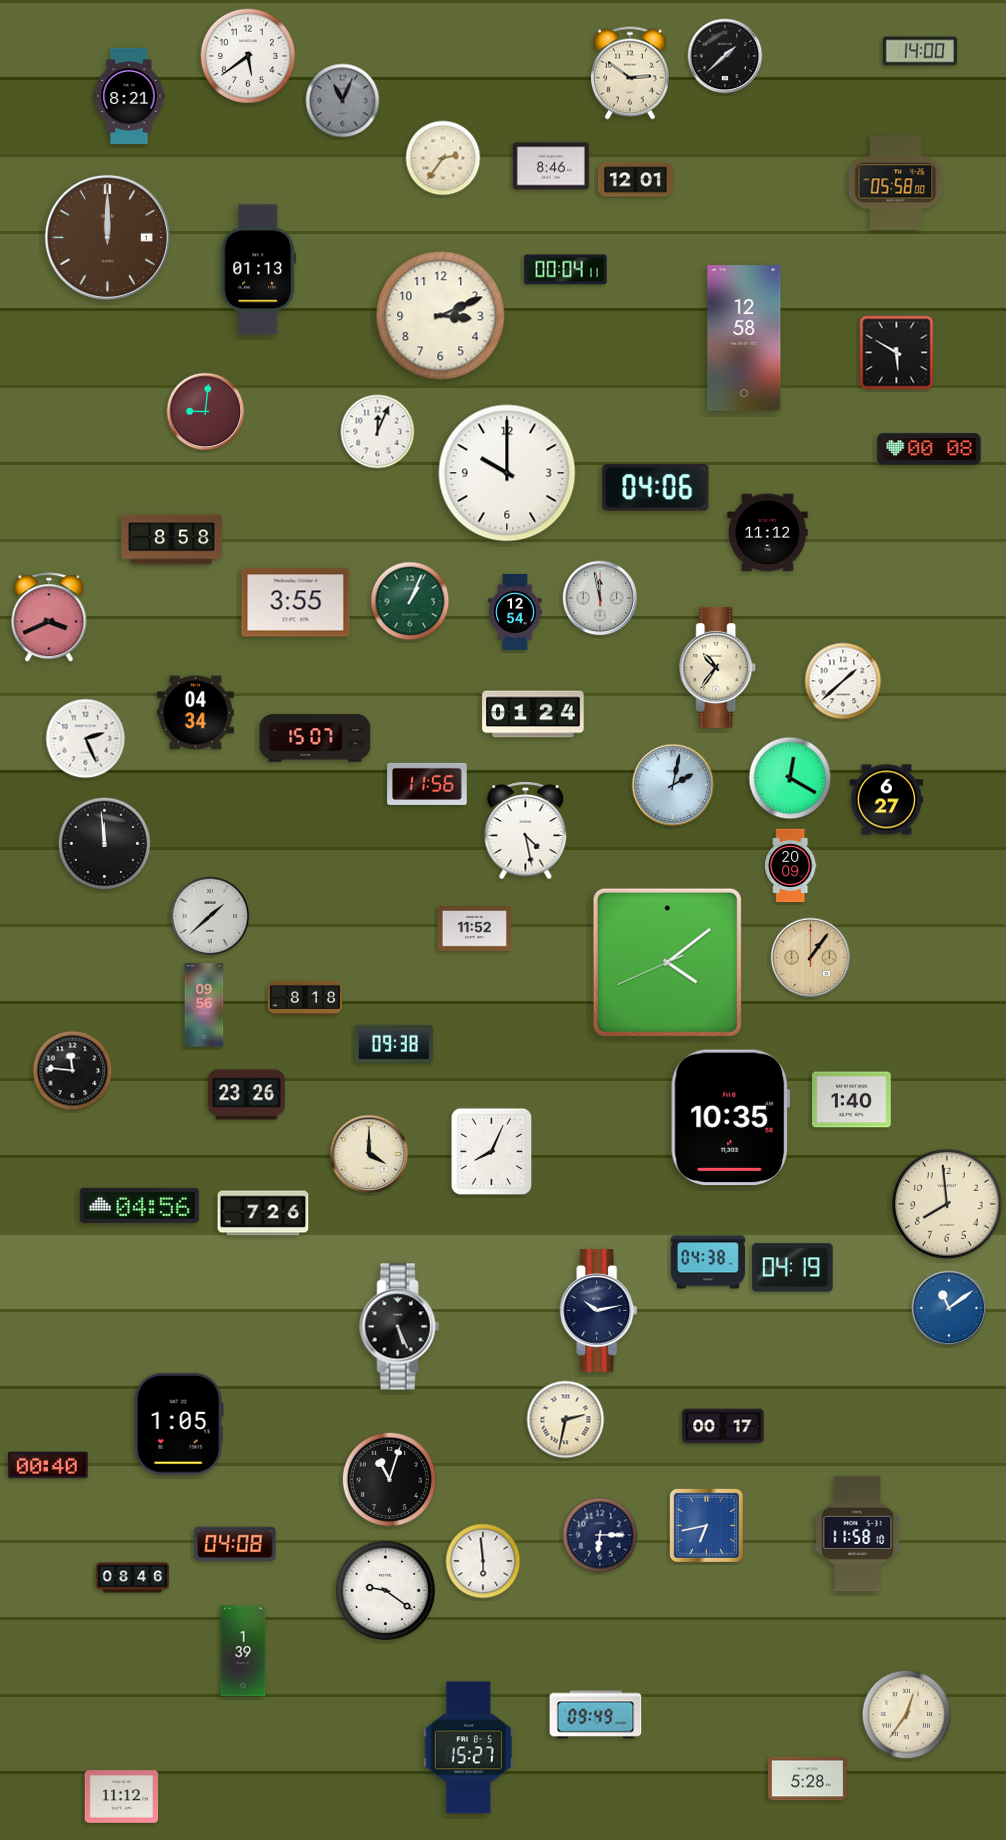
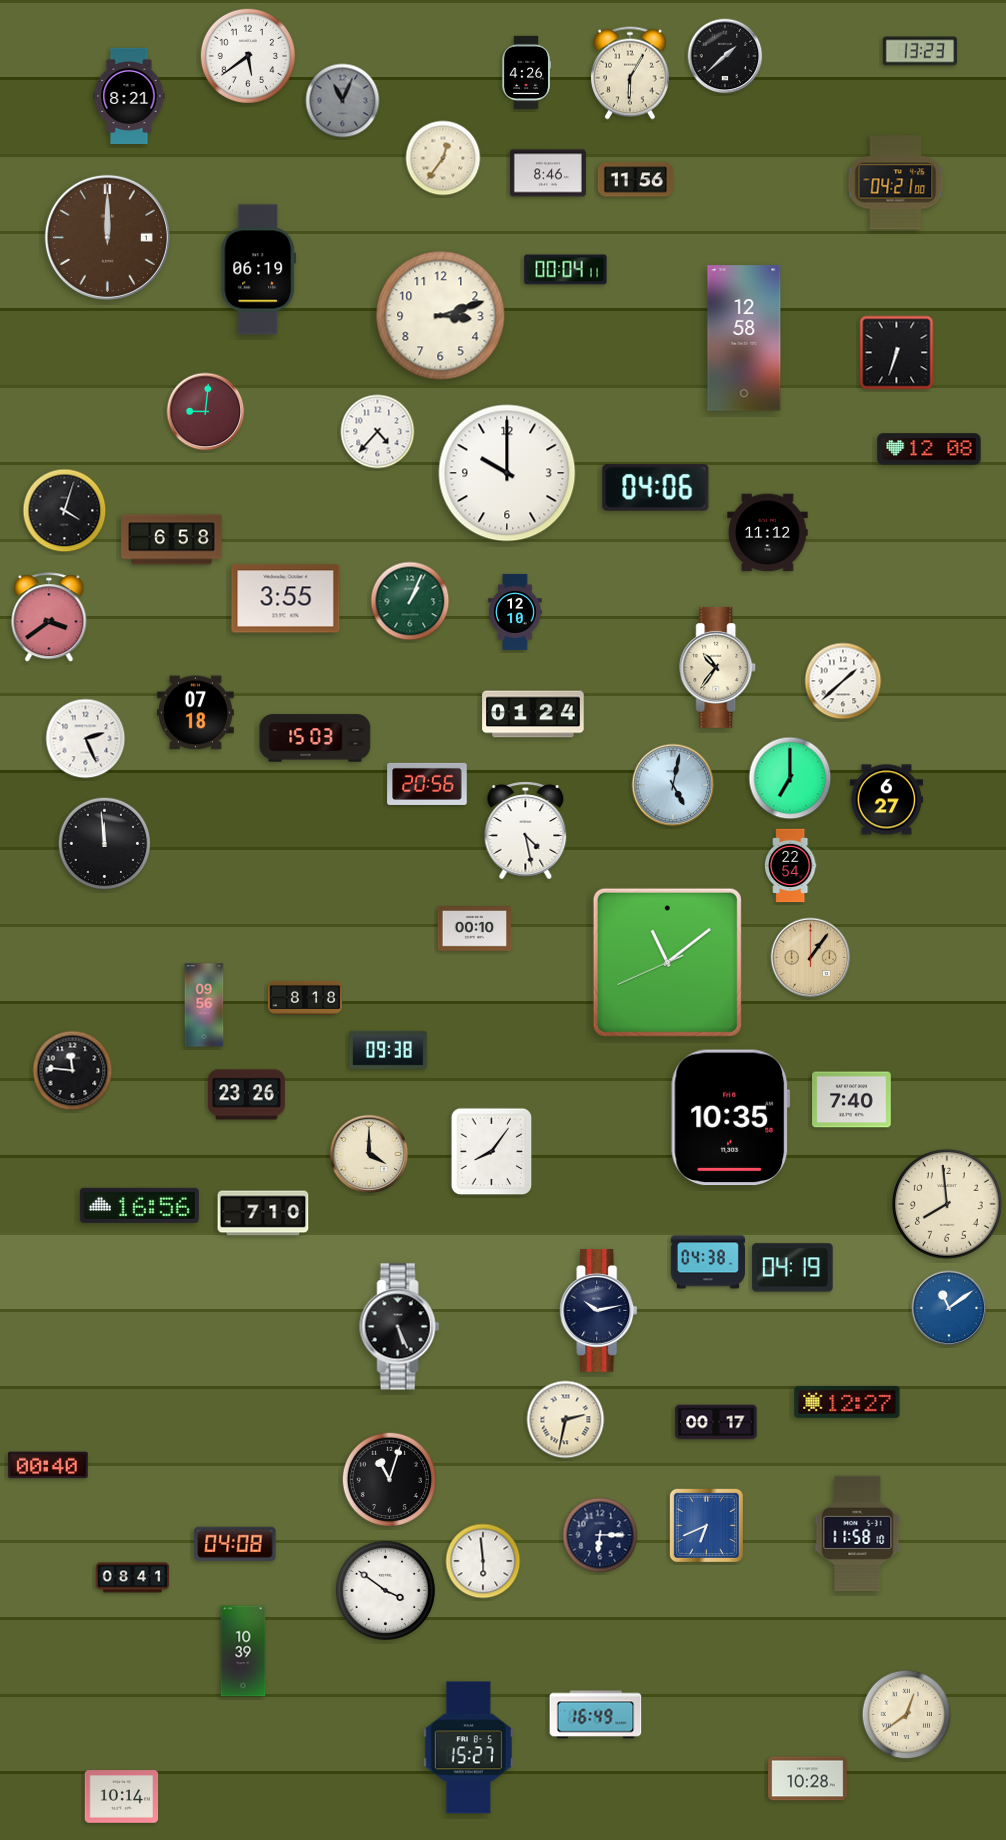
clock at (919, 51): 14:00 -> 13:23
clock at (527, 73): none -> 4:26
clock at (630, 73): 2:51 -> 6:05
clock at (443, 158): 2:36 -> 12:36
clock at (551, 166) position: (551, 166) -> (548, 173)
clock at (635, 180): 12:01 -> 11:56
clock at (896, 183): 05:58 -> 04:21
clock at (259, 270): 01:13 -> 06:19
clock at (441, 316): 3:11 -> 3:12
clock at (897, 353): 5:50 -> 6:33
clock at (378, 432): 12:04 -> 4:37
clock at (929, 449): 00:08 -> 12:08
clock at (65, 511): none -> 4:03
clock at (172, 540): 8:58 -> 6:58
clock at (600, 598): 11:58 -> none
clock at (296, 603) position: (296, 603) -> (286, 599)
clock at (515, 612): 12:54 -> 12:10
clock at (49, 618): 3:41 -> 3:39
clock at (195, 713): 04:34 -> 07:18
clock at (315, 738): 15:07 -> 15:03
clock at (790, 778): 12:20 -> 7:00
clock at (427, 784): 11:56 -> 20:56
clock at (673, 785): 2:02 -> 5:02
clock at (791, 866): 20:09 -> 22:54
clock at (210, 916): 1:38 -> none
clock at (475, 929): 11:52 -> 00:10
clock at (667, 962): 4:08 -> 11:08
clock at (395, 1044) position: (395, 1044) -> (389, 1050)
clock at (852, 1100): 1:40 -> 7:40
clock at (492, 1152): 8:04 -> 8:06
clock at (139, 1205): 04:56 -> 16:56
clock at (263, 1213): 7:26 -> 7:10
clock at (847, 1402): none -> 12:27
clock at (179, 1424): 1:05 -> none
clock at (723, 1426) position: (723, 1426) -> (716, 1422)
clock at (706, 1525): 6:43 -> 6:41
clock at (133, 1578): 08:46 -> 08:41
clock at (385, 1590): 9:21 -> 3:51
clock at (243, 1651): 1:39 -> 10:39
clock at (596, 1715): 09:49 -> 16:49
clock at (907, 1715): 12:36 -> 12:39
clock at (808, 1779): 5:28 -> 10:28
clock at (122, 1797): 11:12 -> 10:14
